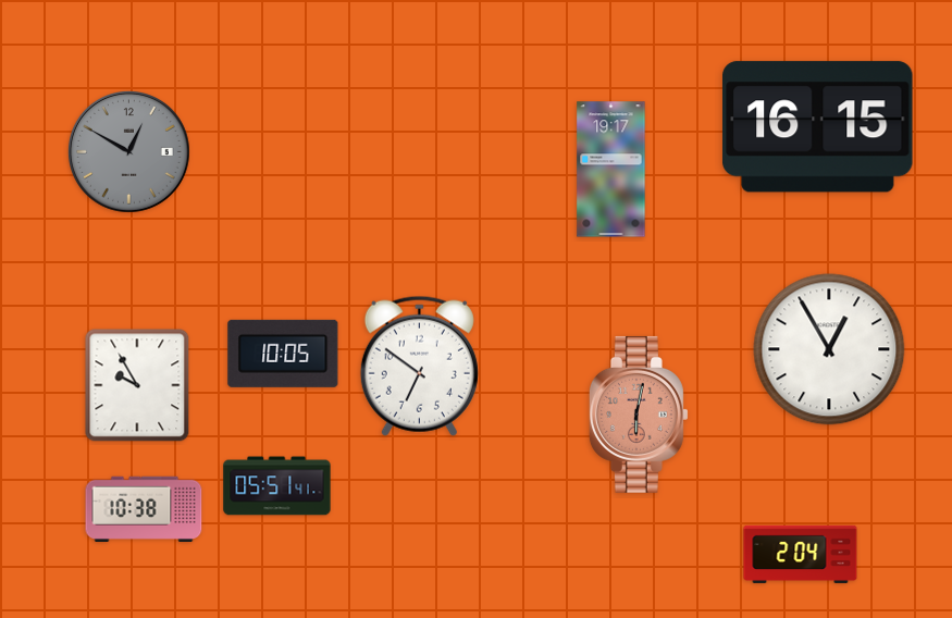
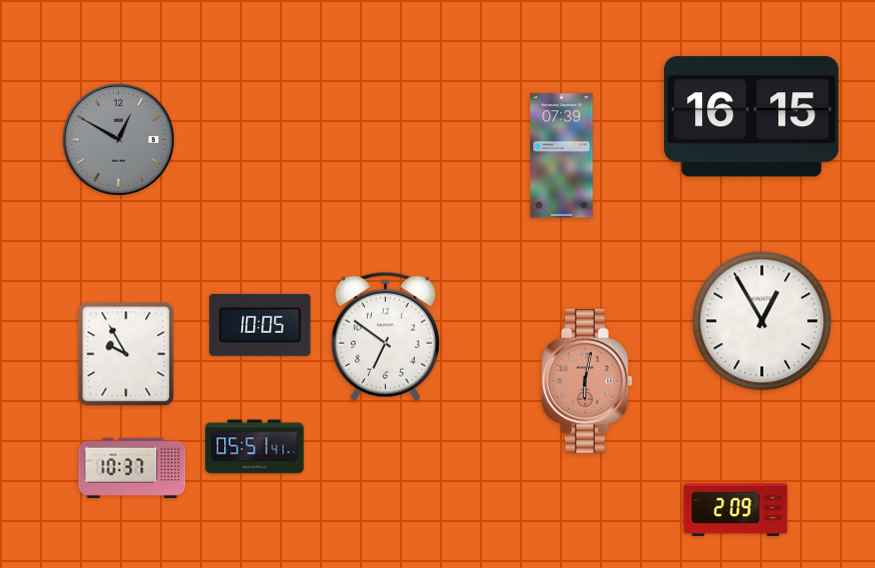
clock at (611, 170): 19:17 -> 07:39
clock at (144, 508): 10:38 -> 10:37
clock at (801, 554): 2:04 -> 2:09
